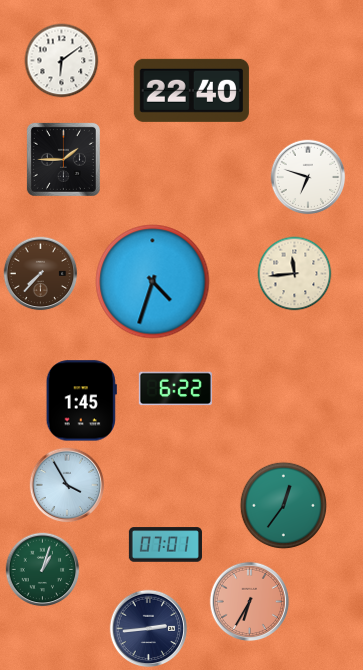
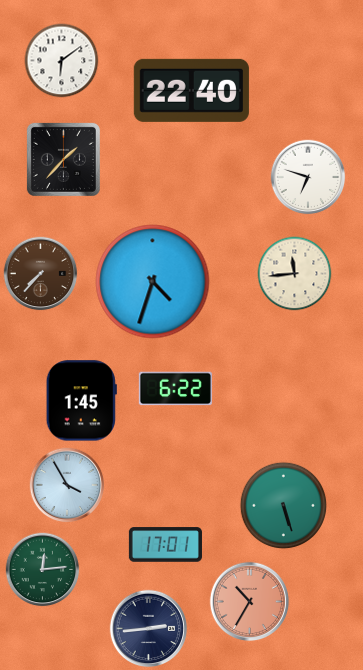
clock at (63, 159): 1:45 -> 1:37
clock at (284, 506): 12:36 -> 5:27
clock at (165, 545): 07:01 -> 17:01
clock at (43, 570): 1:03 -> 12:14
clock at (250, 602): 6:35 -> 10:35
